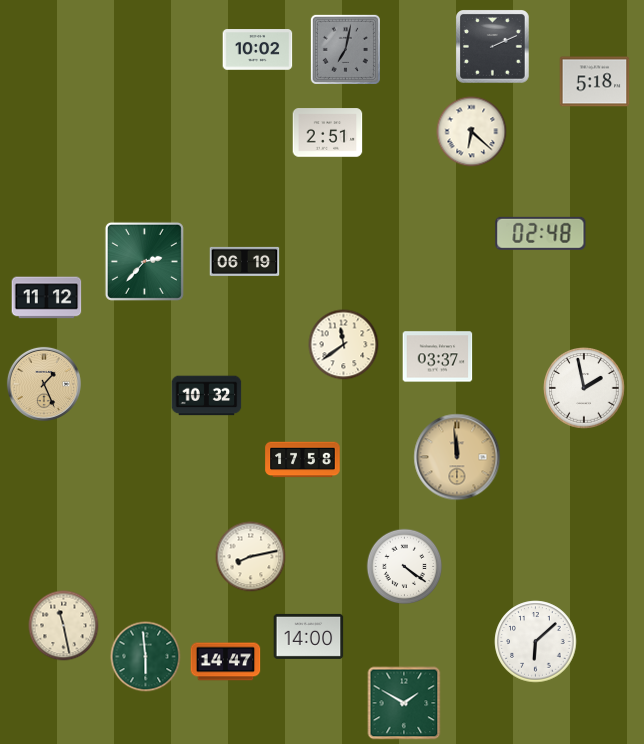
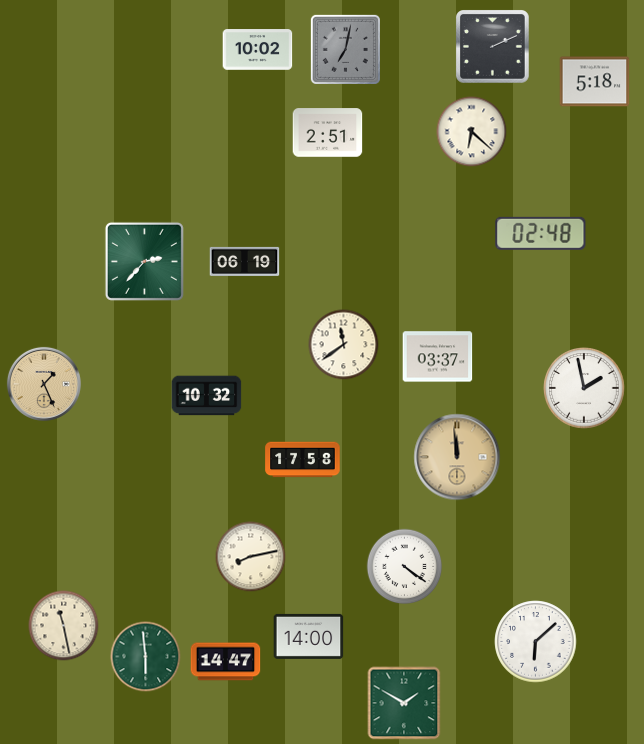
clock at (47, 298): 11:12 -> none
